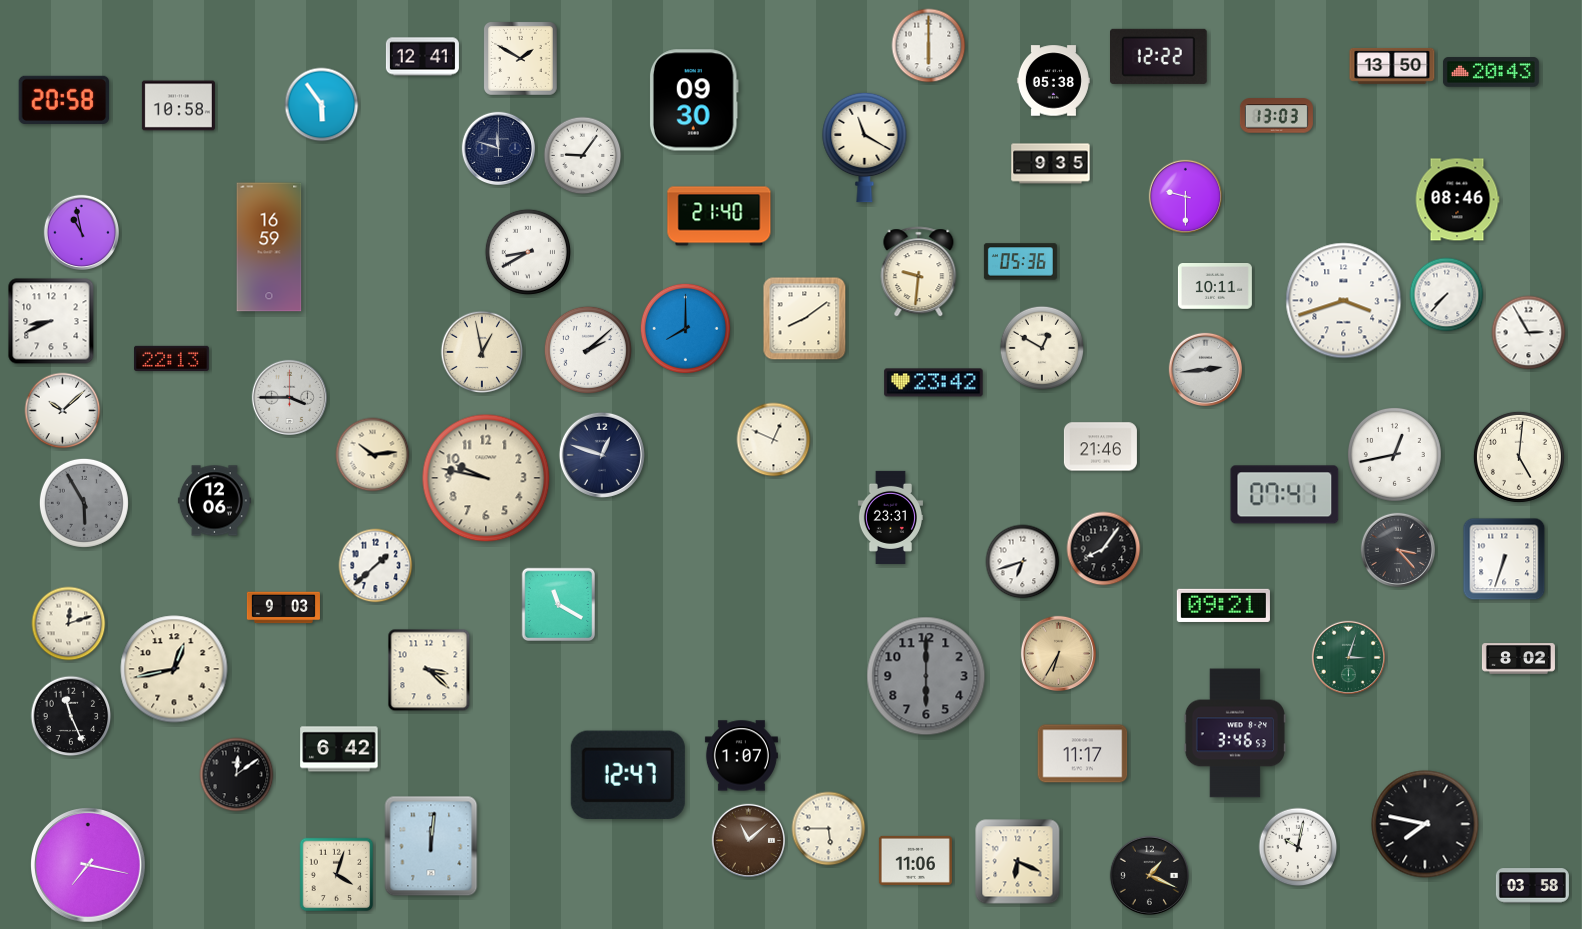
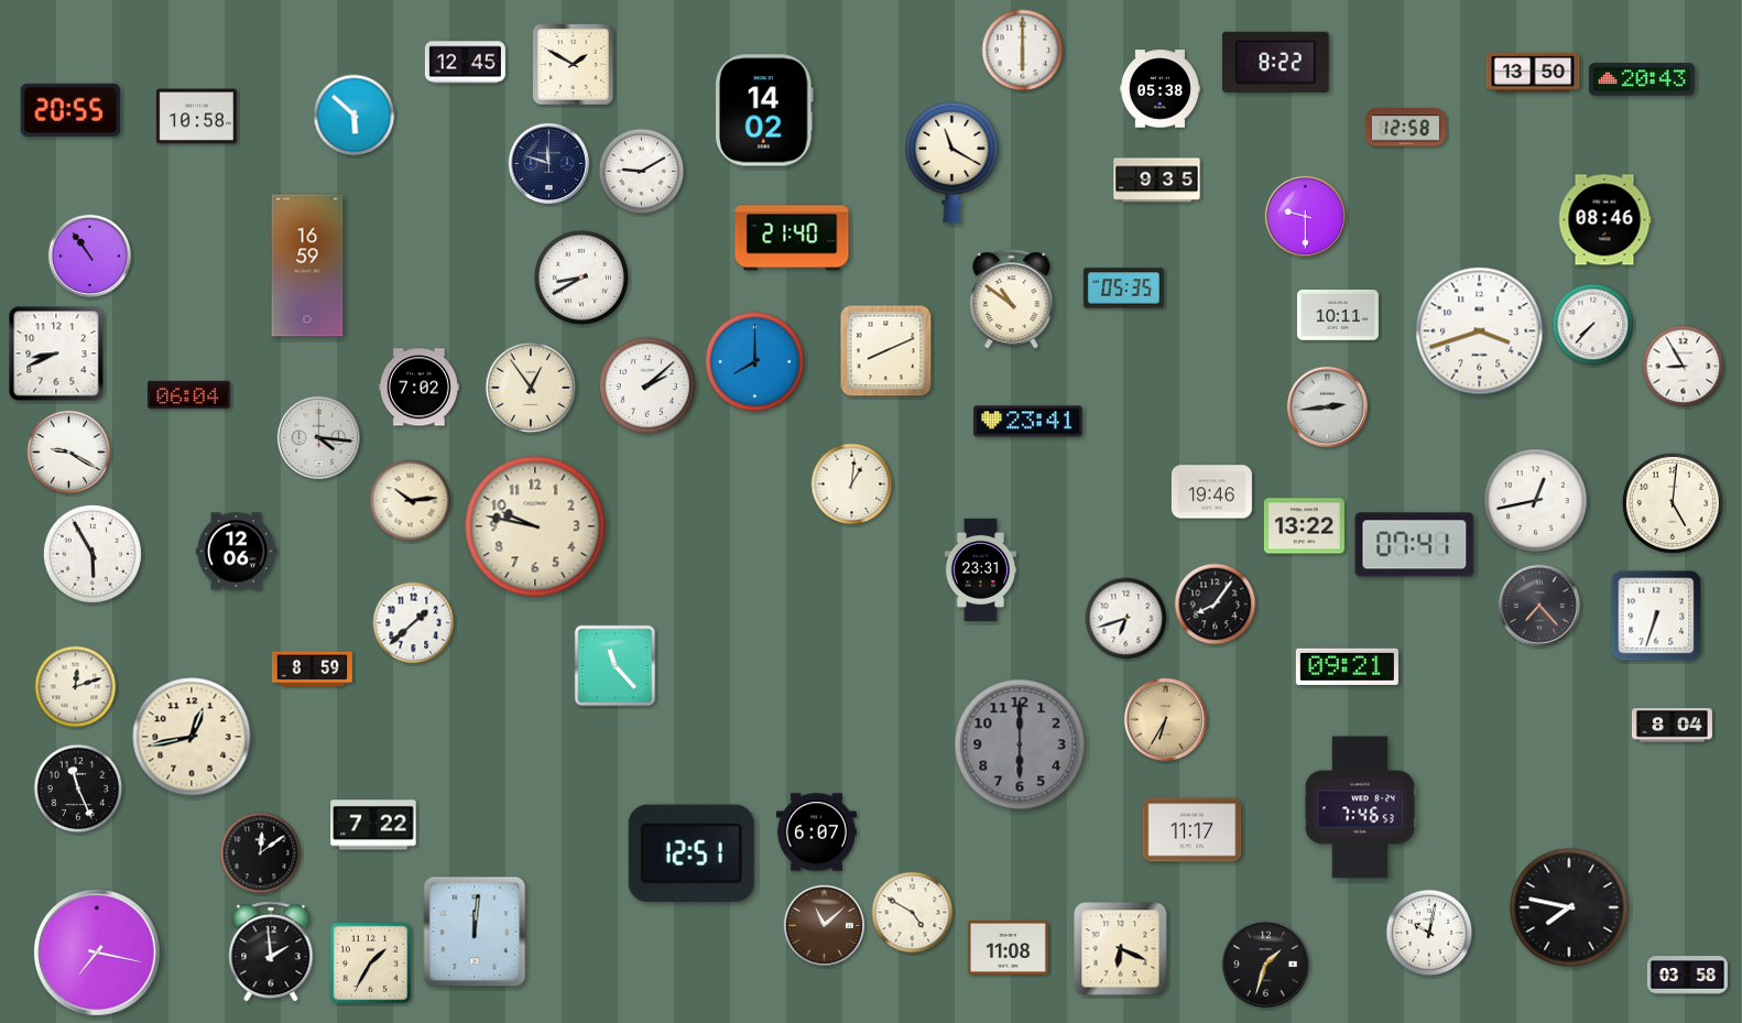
clock at (1159, 56): 12:22 -> 8:22
clock at (422, 57): 12:41 -> 12:45
clock at (64, 100): 20:58 -> 20:55
clock at (694, 100): 09:30 -> 14:02
clock at (322, 105): 5:54 -> 5:52
clock at (1276, 116): 13:03 -> 12:58
clock at (583, 156): 9:06 -> 9:10
clock at (81, 232): 10:58 -> 10:54
clock at (269, 247) position: (269, 247) -> (307, 265)
clock at (1020, 262): 05:36 -> 05:35
clock at (919, 272): 9:31 -> 10:51
clock at (805, 319): 8:09 -> 8:11
clock at (1529, 333): 2:55 -> 8:55
clock at (1042, 348): 12:50 -> none
clock at (418, 388): none -> 7:02
clock at (482, 352): 12:58 -> 12:54
clock at (172, 358): 22:13 -> 06:04
clock at (934, 383): 23:42 -> 23:41
clock at (289, 397): 3:45 -> 4:16
clock at (63, 411): 10:08 -> 9:20
clock at (774, 440): 12:49 -> 1:01
clock at (1100, 447): 21:46 -> 19:46
clock at (602, 455): 12:48 -> none
clock at (1304, 526): none -> 13:22
clock at (84, 503) dial: grey -> white
clock at (1397, 549): 3:23 -> 7:23
clock at (559, 605): 11:20 -> 11:23
clock at (283, 608): 9:03 -> 8:59
clock at (1349, 657): 3:03 -> none
clock at (1518, 659): 8:02 -> 8:04
clock at (429, 670): 3:22 -> none
clock at (1235, 733): 3:46 -> 7:46
clock at (339, 749): 6:42 -> 7:22
clock at (741, 756): 1:07 -> 6:07
clock at (628, 775): 12:47 -> 12:51
clock at (829, 829): 5:45 -> 4:50
clock at (915, 860): 11:06 -> 11:08
clock at (271, 951): none -> 1:59
clock at (337, 875): 4:03 -> 1:35
clock at (1149, 875): 1:19 -> 1:33
